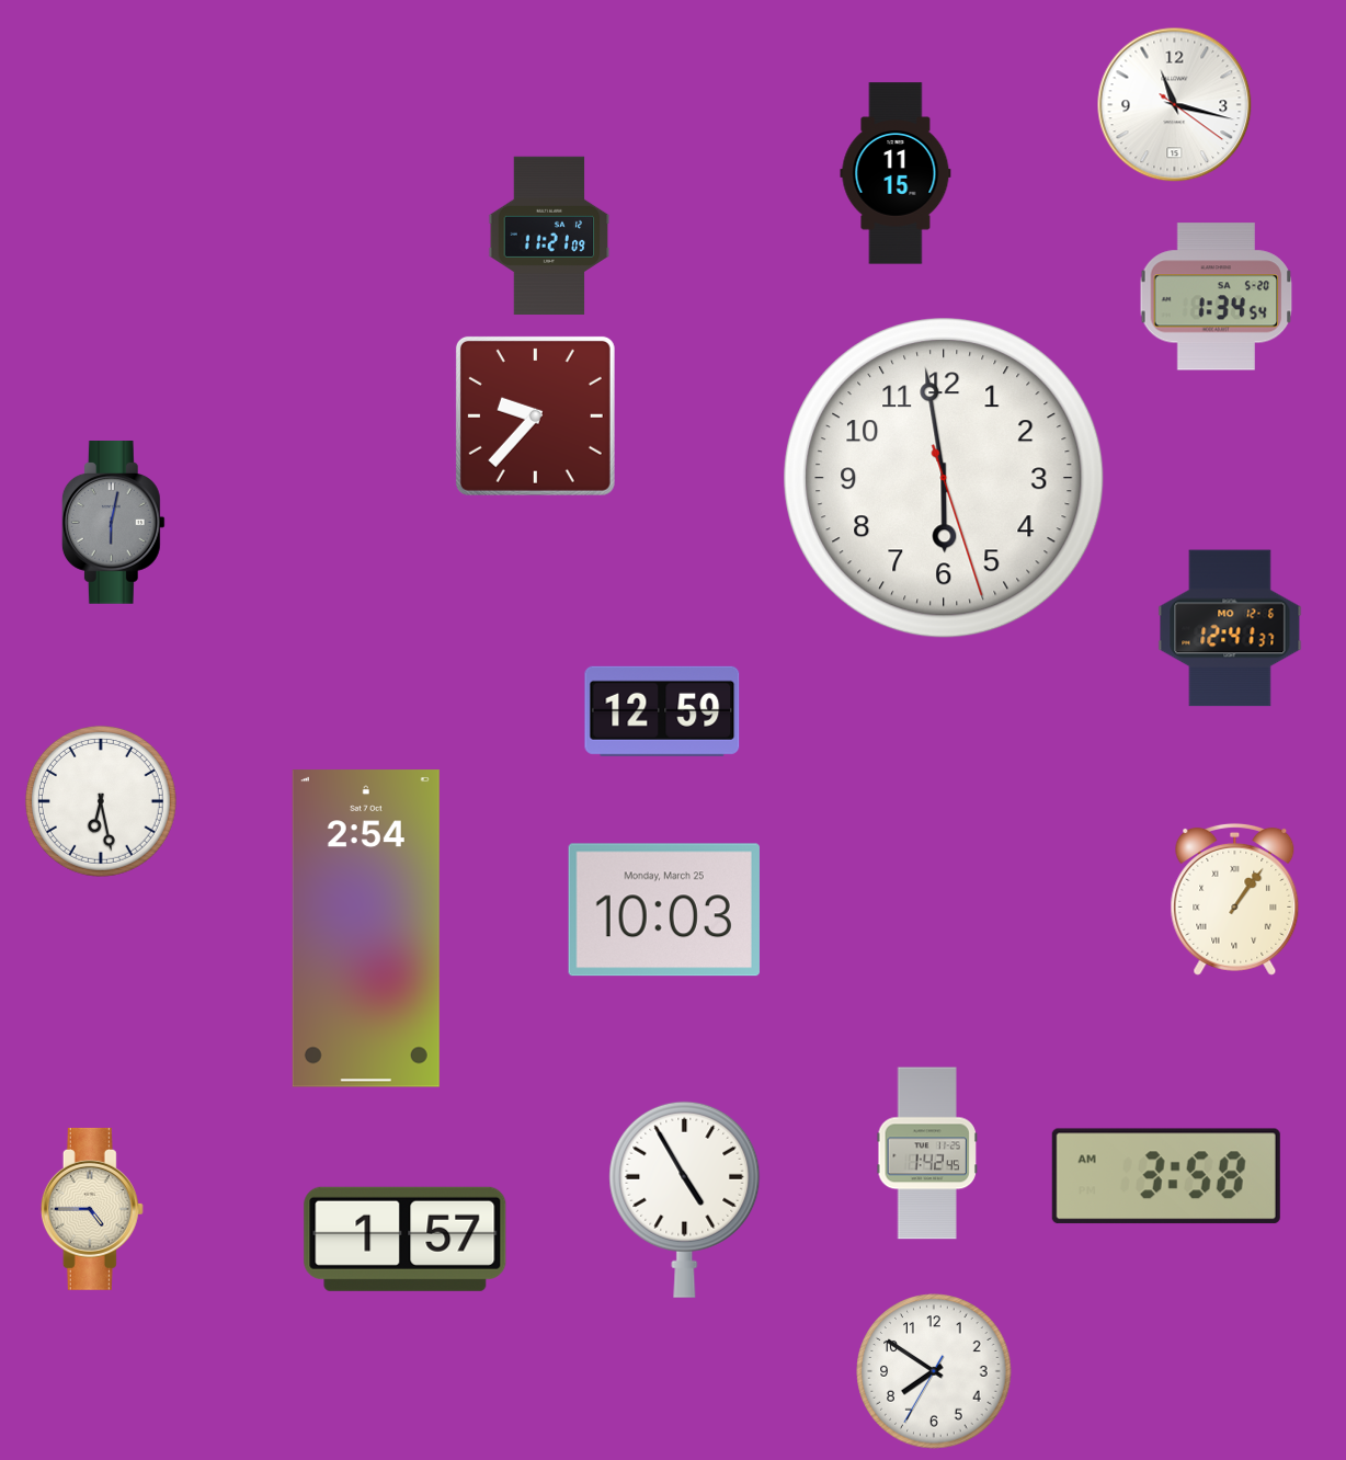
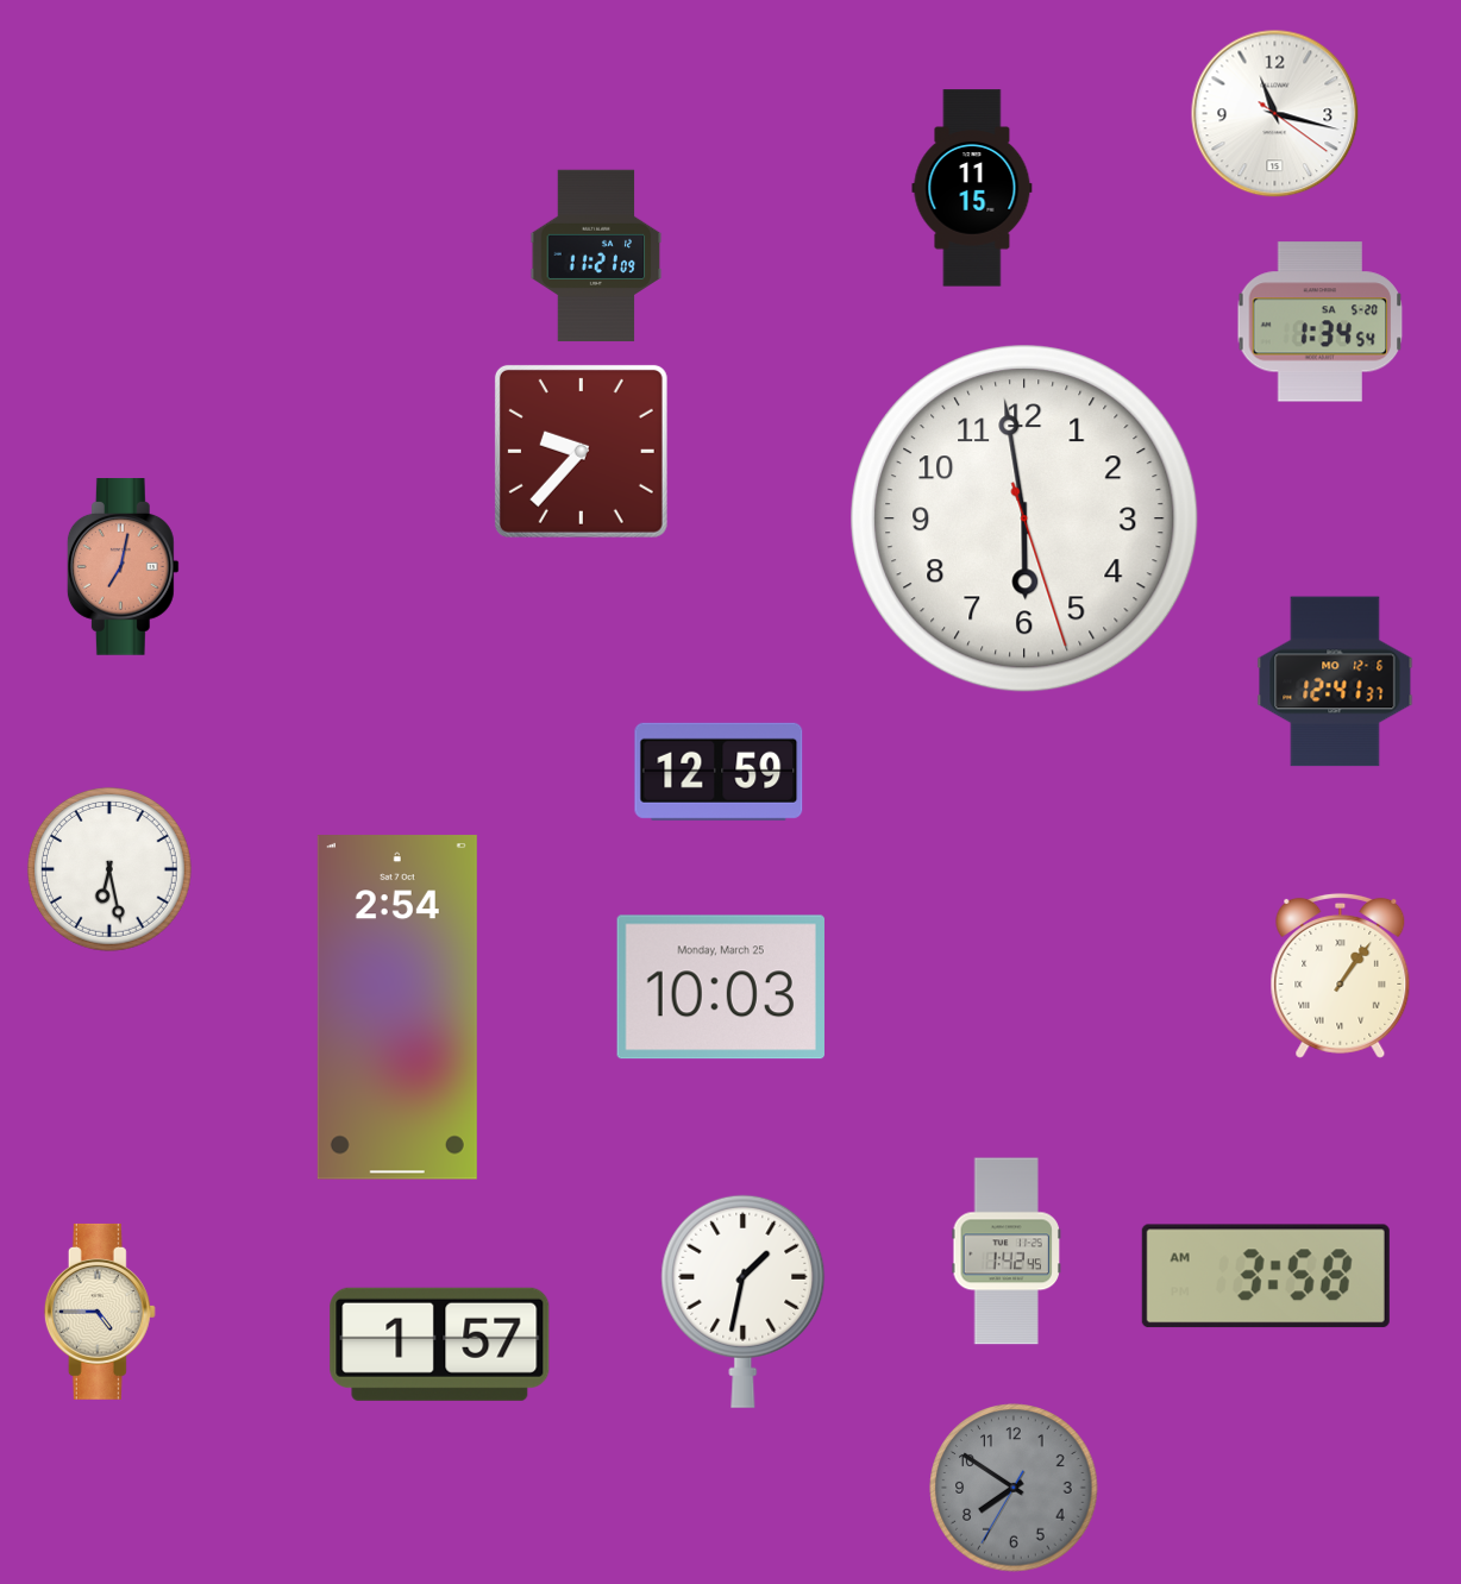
clock at (113, 523): 6:02 -> 7:02
clock at (113, 523) dial: grey -> salmon
clock at (685, 1199): 4:55 -> 1:32
clock at (934, 1371) dial: white -> grey
